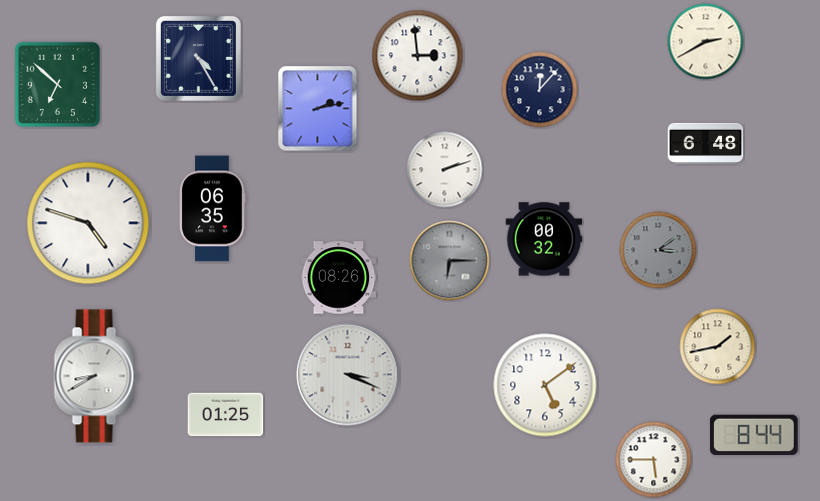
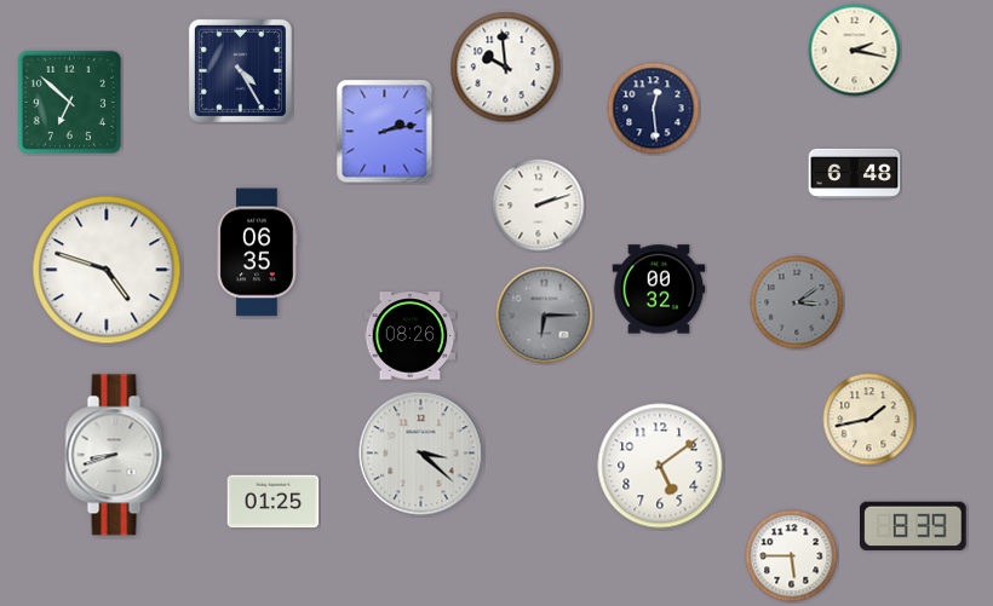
clock at (706, 42): 2:40 -> 2:17
clock at (418, 56): 2:59 -> 9:59
clock at (540, 90): 12:07 -> 12:29
clock at (348, 375): 3:19 -> 3:22
clock at (96, 376): 8:40 -> 8:42
clock at (755, 434): 8:44 -> 8:39
